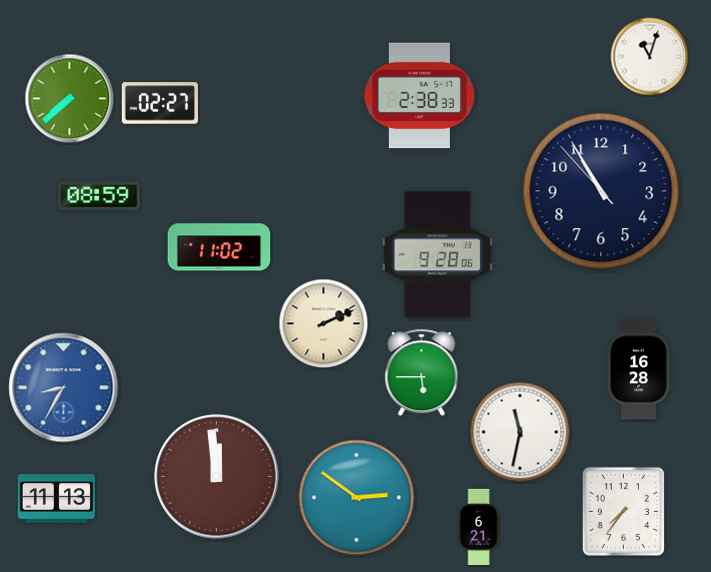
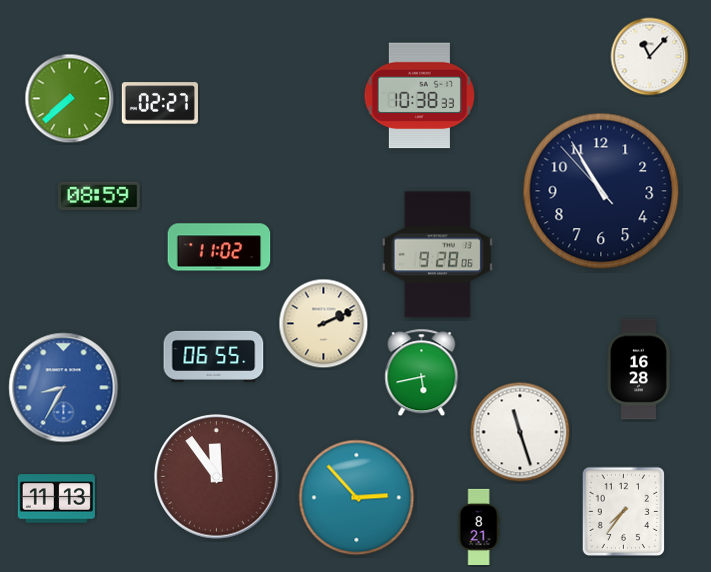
clock at (650, 57): 11:03 -> 11:07
clock at (419, 96): 2:38 -> 10:38
clock at (214, 356): none -> 06:55
clock at (422, 373): 5:45 -> 5:43
clock at (520, 432): 11:32 -> 11:27
clock at (217, 477): 11:59 -> 11:54
clock at (357, 498): 2:51 -> 2:53
clock at (479, 526): 6:21 -> 8:21
